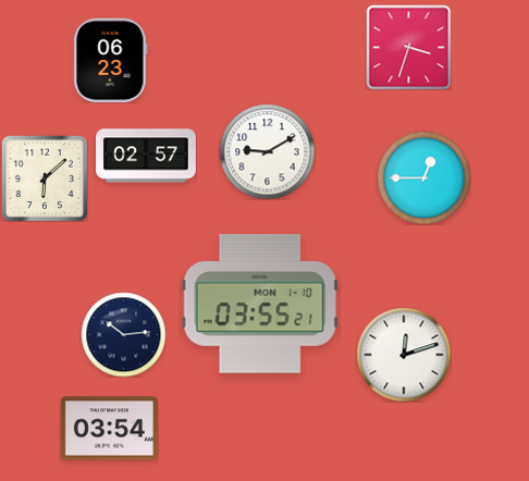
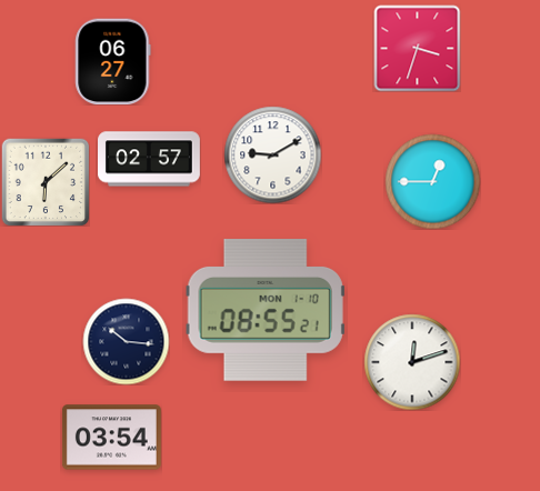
clock at (111, 60): 06:23 -> 06:27
clock at (260, 304): 03:55 -> 08:55
clock at (123, 334): 10:14 -> 10:16
